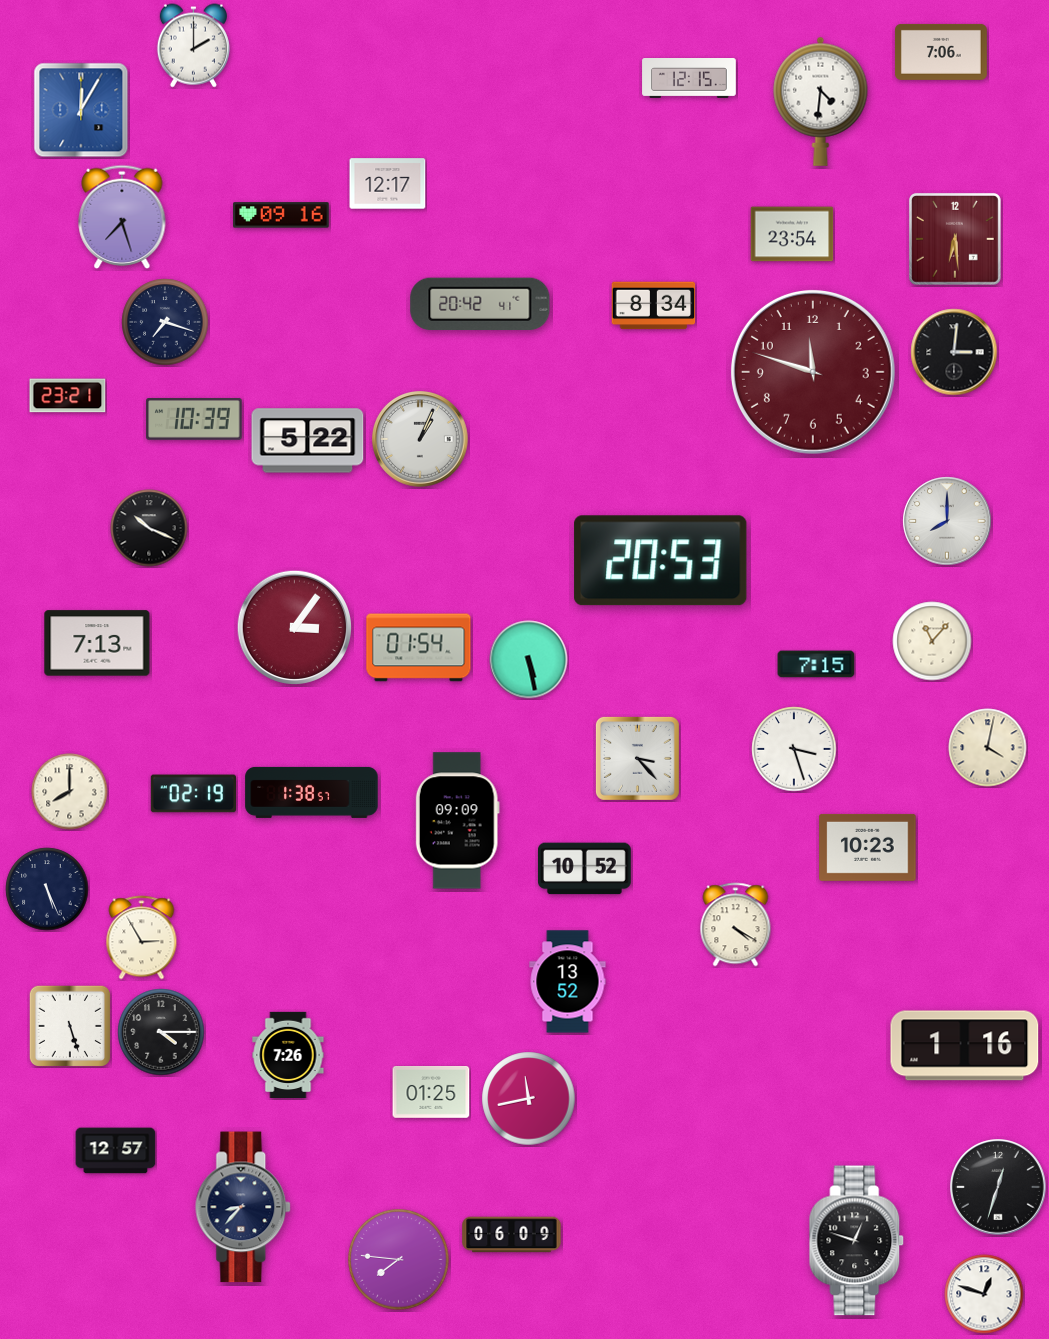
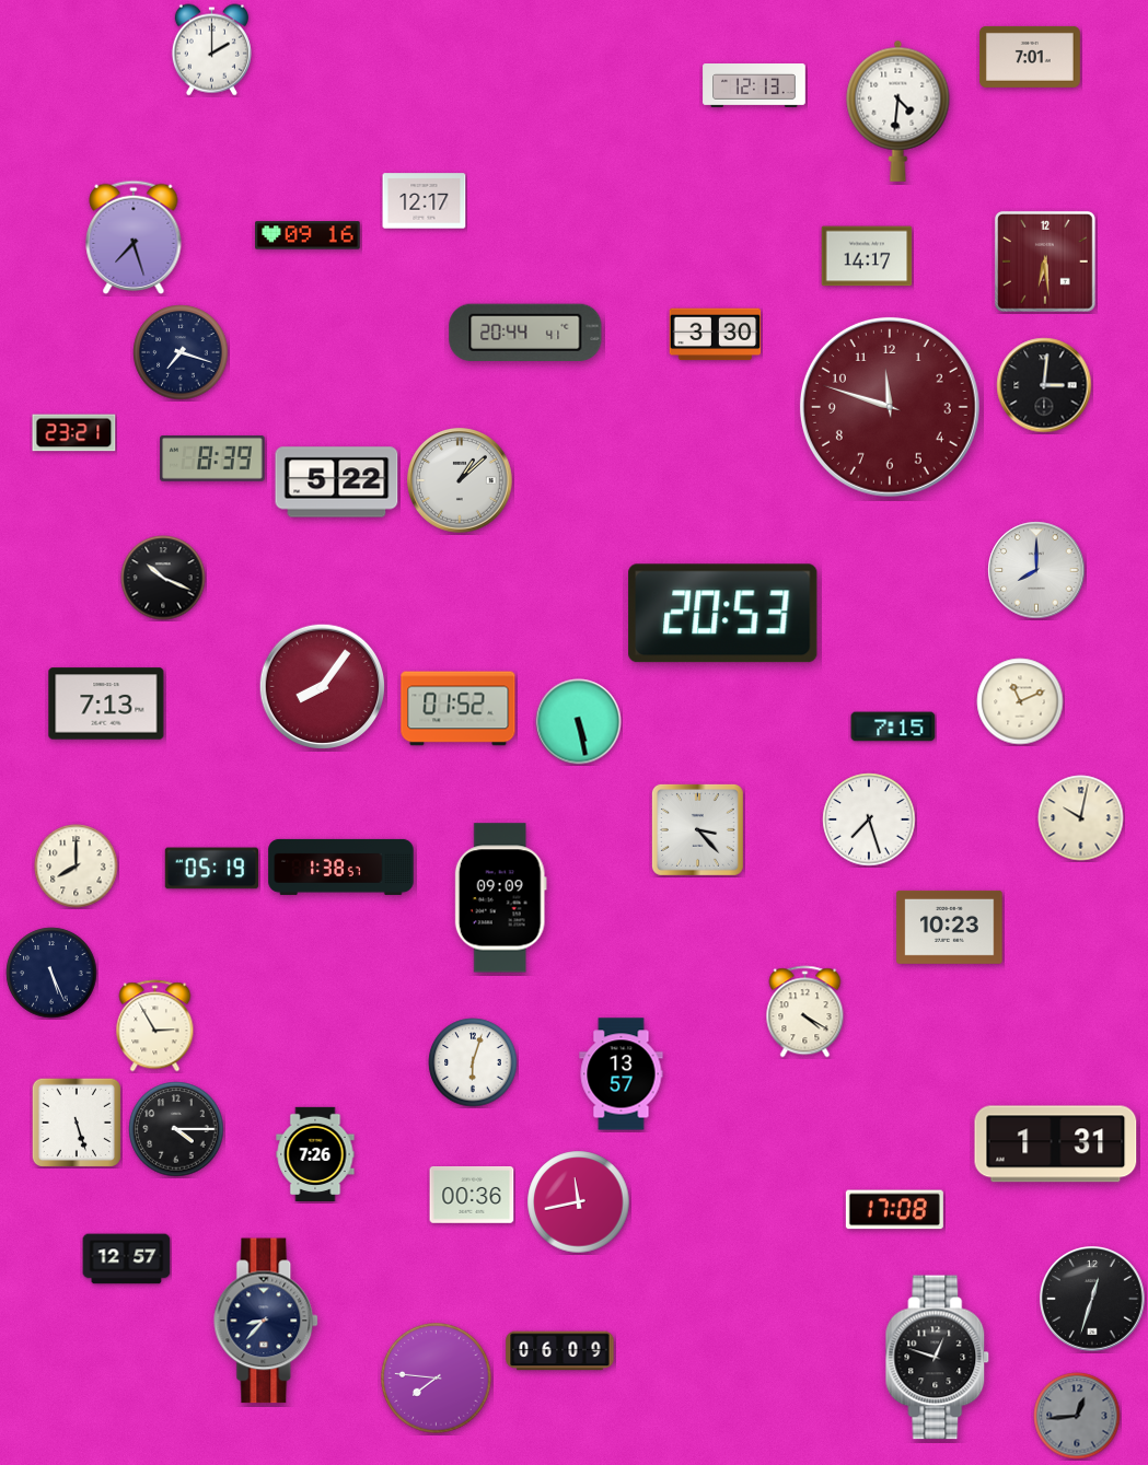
clock at (941, 52): 7:06 -> 7:01
clock at (689, 79): 12:15 -> 12:13
clock at (81, 110): 12:05 -> none
clock at (792, 234): 23:54 -> 14:17
clock at (480, 303): 20:42 -> 20:44
clock at (654, 306): 8:34 -> 3:30
clock at (194, 420): 10:39 -> 8:39
clock at (421, 440): 1:04 -> 1:08
clock at (294, 627): 3:06 -> 8:06
clock at (932, 641): 11:07 -> 11:11
clock at (419, 648): 01:54 -> 01:52
clock at (988, 748): 4:02 -> 10:02
clock at (794, 749): 3:27 -> 7:27
clock at (193, 794): 02:19 -> 05:19
clock at (584, 869): 10:52 -> none
clock at (473, 1062): none -> 6:03
clock at (568, 982): 13:52 -> 13:57
clock at (965, 1046): 1:16 -> 1:31
clock at (431, 1093): 01:25 -> 00:36
clock at (894, 1210): none -> 17:08
clock at (984, 1294): 12:48 -> 12:44
clock at (984, 1294) dial: white -> grey
